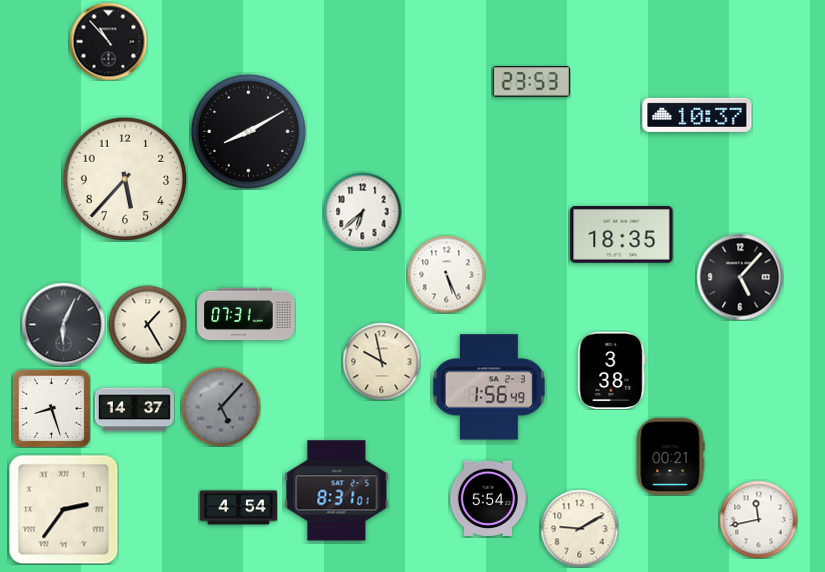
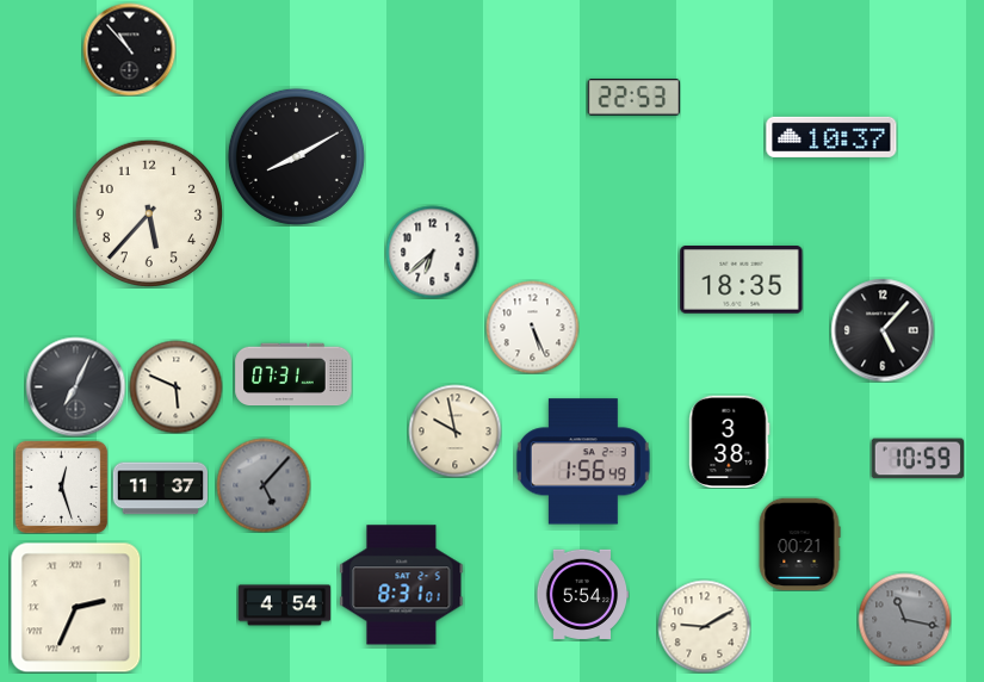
clock at (531, 82): 23:53 -> 22:53
clock at (63, 324): 6:04 -> 7:04
clock at (147, 324): 1:25 -> 5:49
clock at (917, 459): none -> 10:59
clock at (51, 408): 8:27 -> 12:27
clock at (134, 410): 14:37 -> 11:37
clock at (63, 509): 2:36 -> 2:34
clock at (758, 519): 11:43 -> 11:17
clock at (758, 519) dial: white -> grey
clock at (579, 528) position: (579, 528) -> (704, 626)
